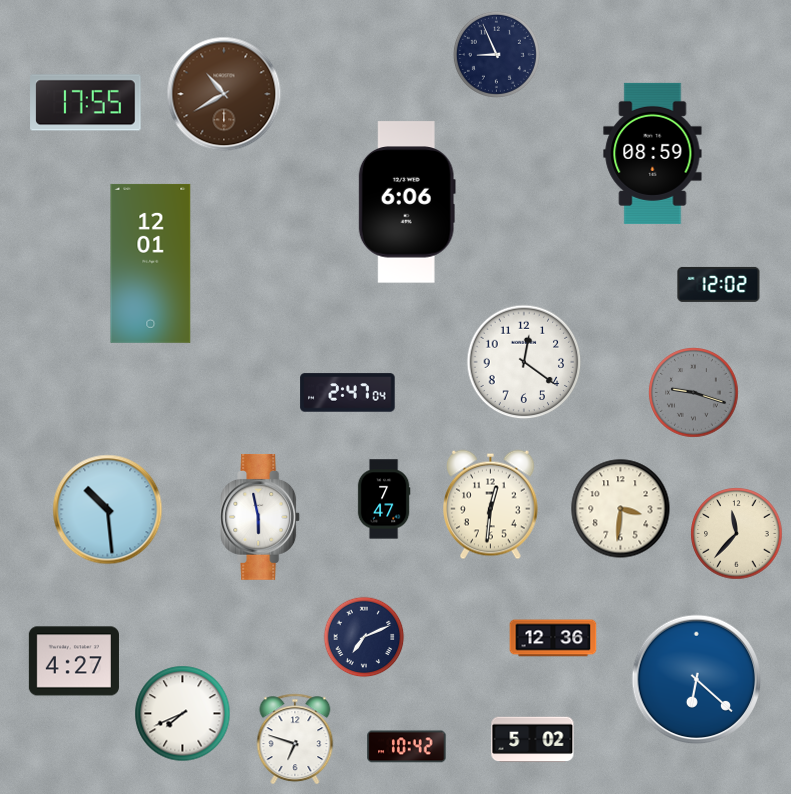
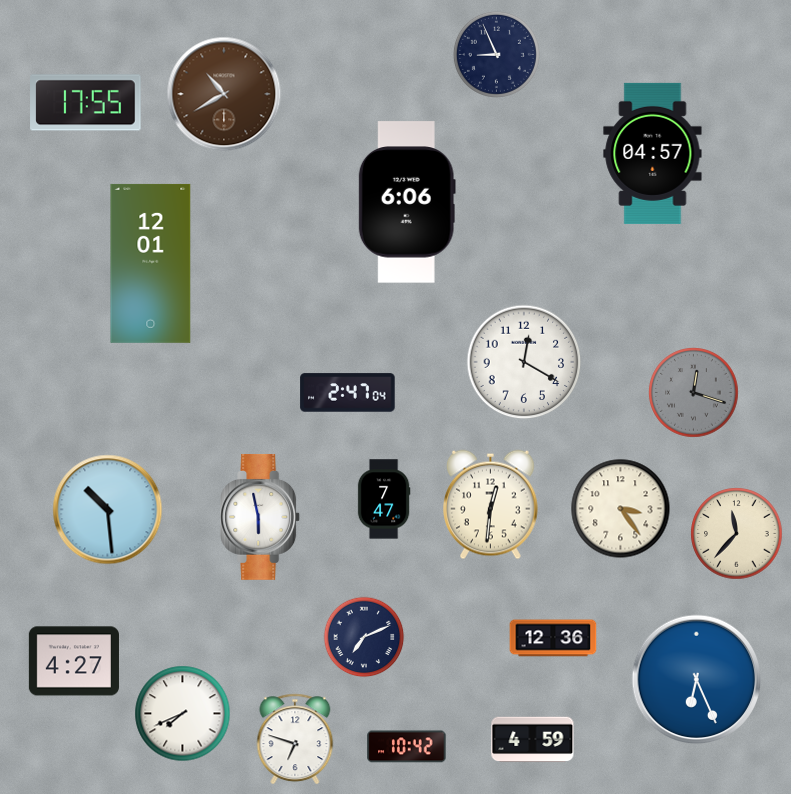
clock at (653, 153): 08:59 -> 04:57
clock at (719, 284): 12:02 -> none
clock at (524, 362): 12:21 -> 12:20
clock at (694, 393): 9:18 -> 12:18
clock at (621, 509): 3:31 -> 3:24
clock at (697, 680): 6:22 -> 6:26
clock at (533, 740): 5:02 -> 4:59
